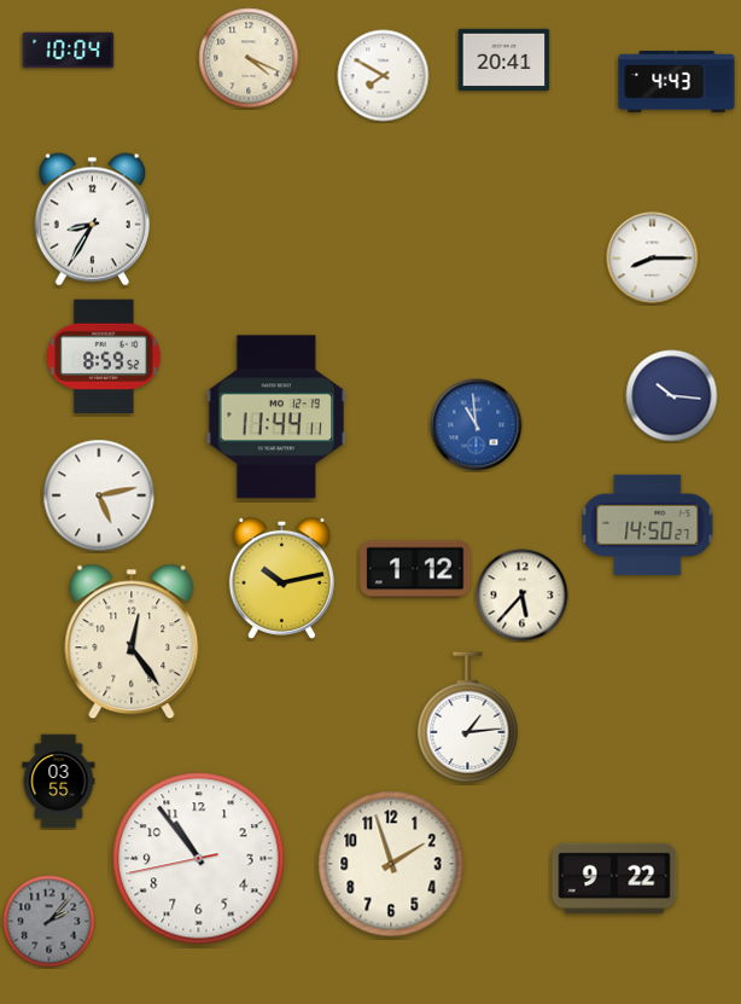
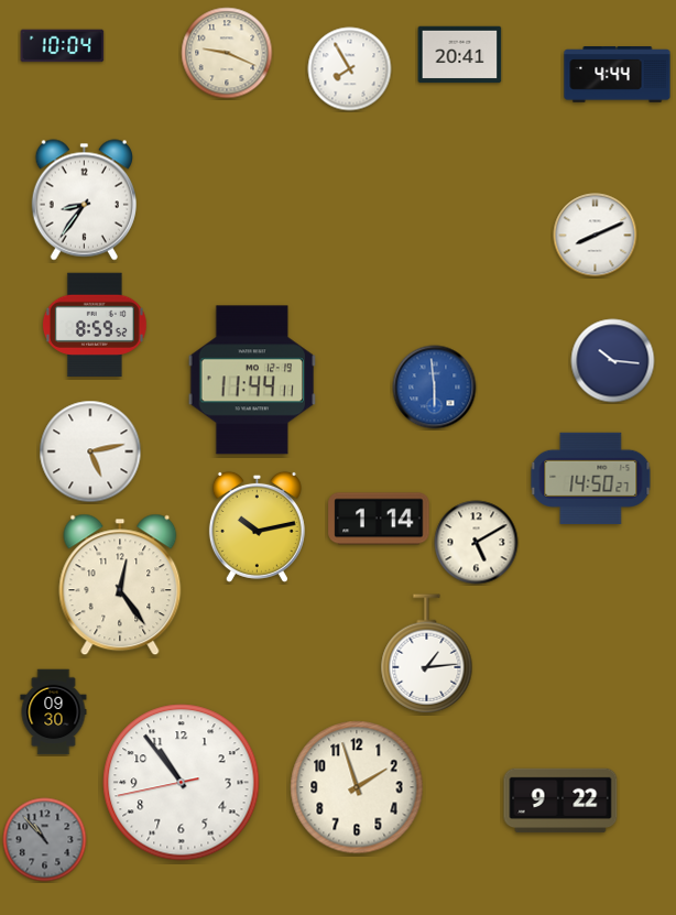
clock at (249, 58): 4:19 -> 9:19
clock at (384, 76): 7:50 -> 7:55
clock at (677, 82): 4:43 -> 4:44
clock at (92, 220): 8:35 -> 8:36
clock at (653, 259): 8:15 -> 8:11
clock at (477, 425): 10:59 -> 5:59
clock at (415, 569): 1:12 -> 1:14
clock at (523, 596): 5:37 -> 5:10
clock at (59, 782): 03:55 -> 09:30
clock at (49, 922): 2:07 -> 10:53
